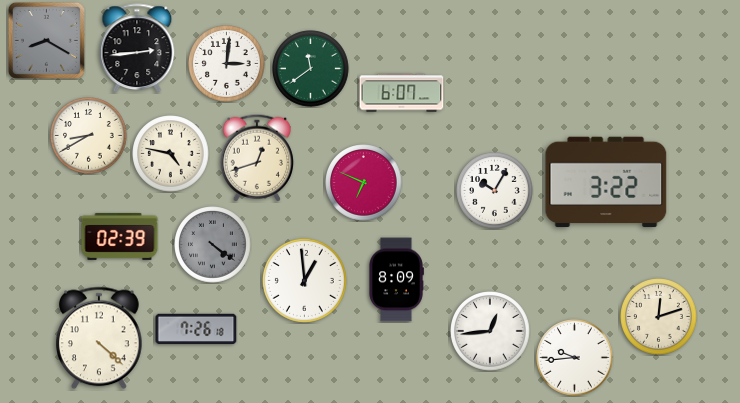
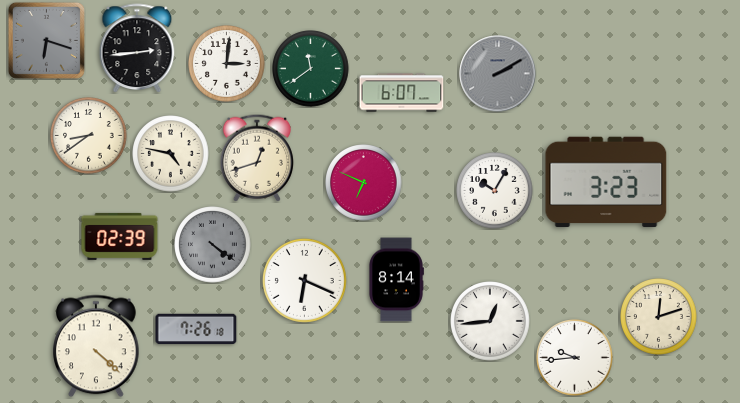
clock at (46, 40): 8:20 -> 6:18
clock at (498, 74): none -> 2:10
clock at (89, 136): 8:40 -> 8:39
clock at (606, 182): 3:22 -> 3:23
clock at (304, 280): 12:59 -> 6:19
clock at (396, 280): 8:09 -> 8:14
clock at (491, 332) position: (491, 332) -> (491, 322)
clock at (99, 338) position: (99, 338) -> (96, 346)
